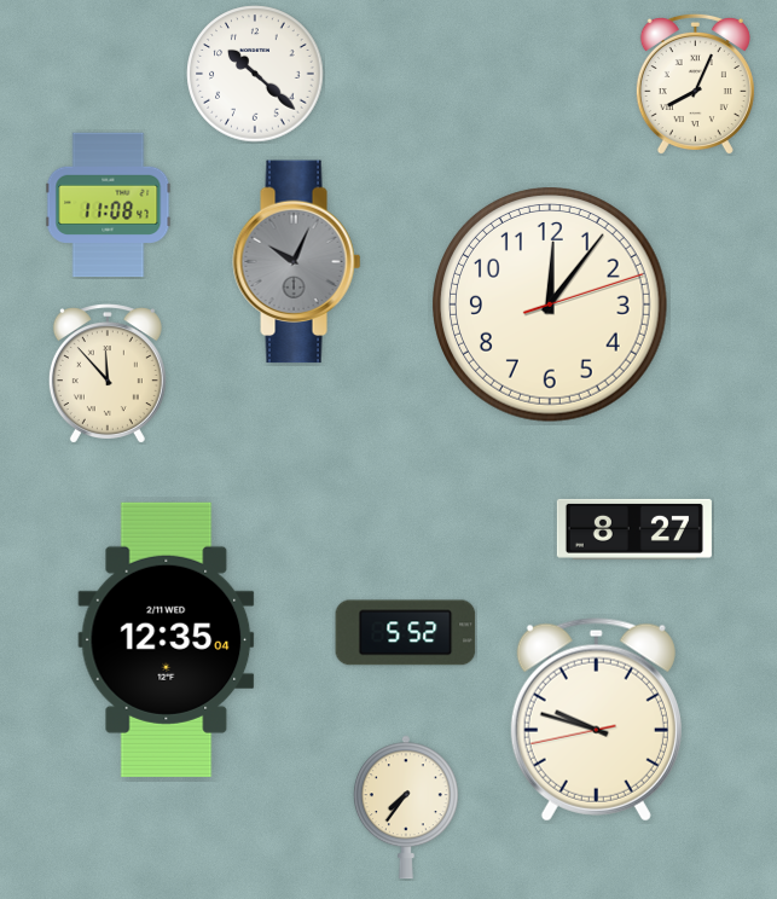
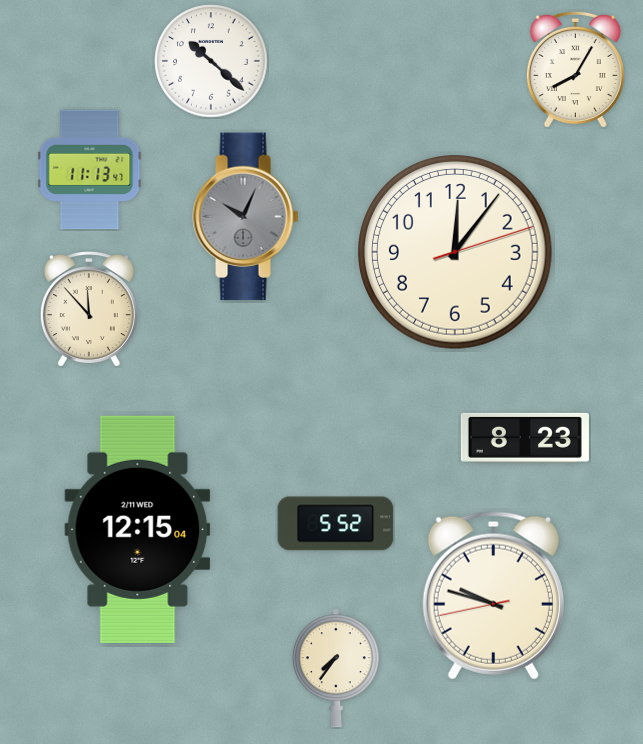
clock at (695, 83): 8:04 -> 8:05
clock at (109, 205): 11:08 -> 11:13
clock at (634, 529): 8:27 -> 8:23
clock at (167, 639): 12:35 -> 12:15
